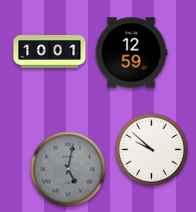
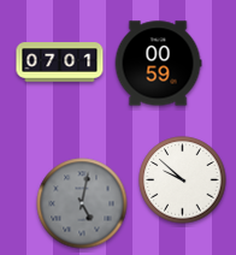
clock at (50, 52): 10:01 -> 07:01
clock at (131, 53): 12:59 -> 00:59
